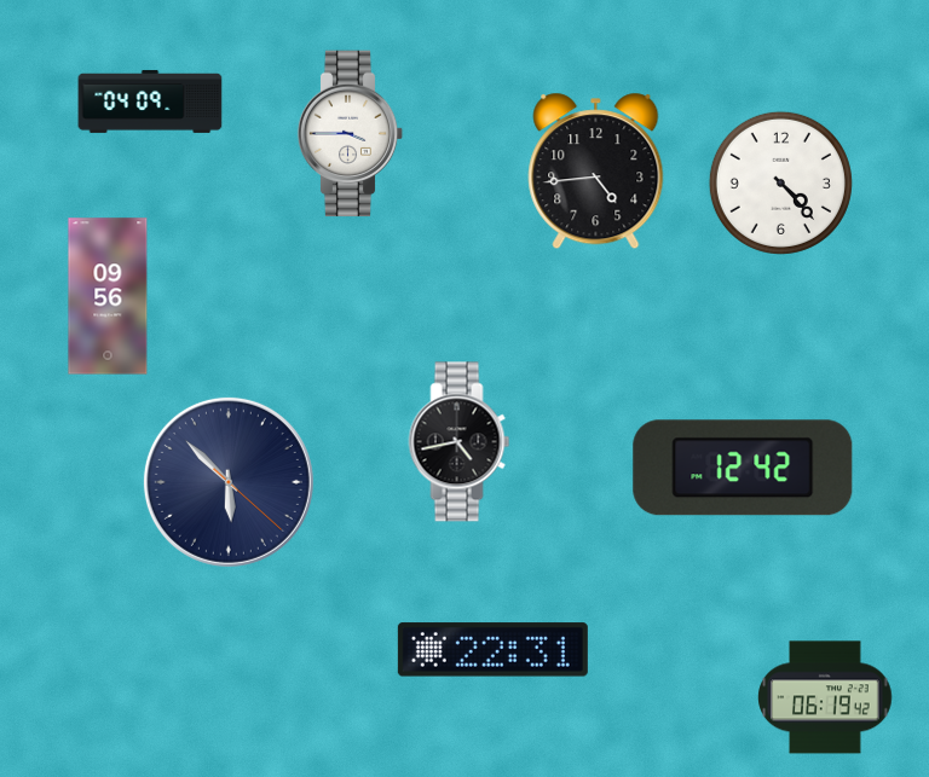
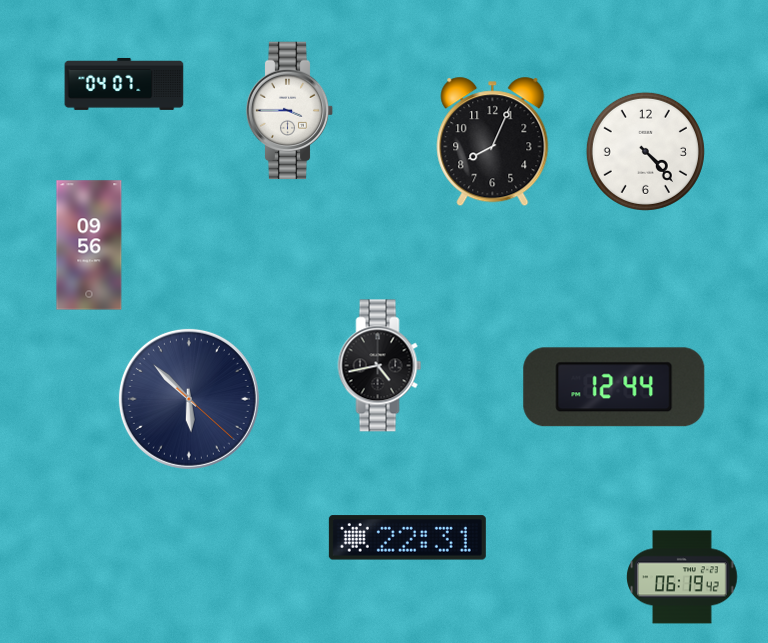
clock at (150, 102): 04:09 -> 04:07
clock at (596, 172): 4:44 -> 8:04
clock at (743, 468): 12:42 -> 12:44
